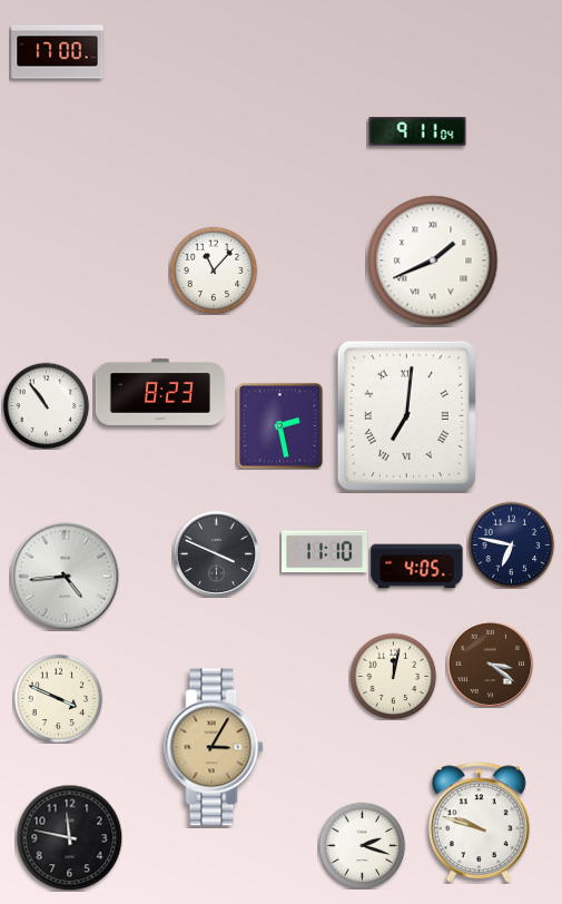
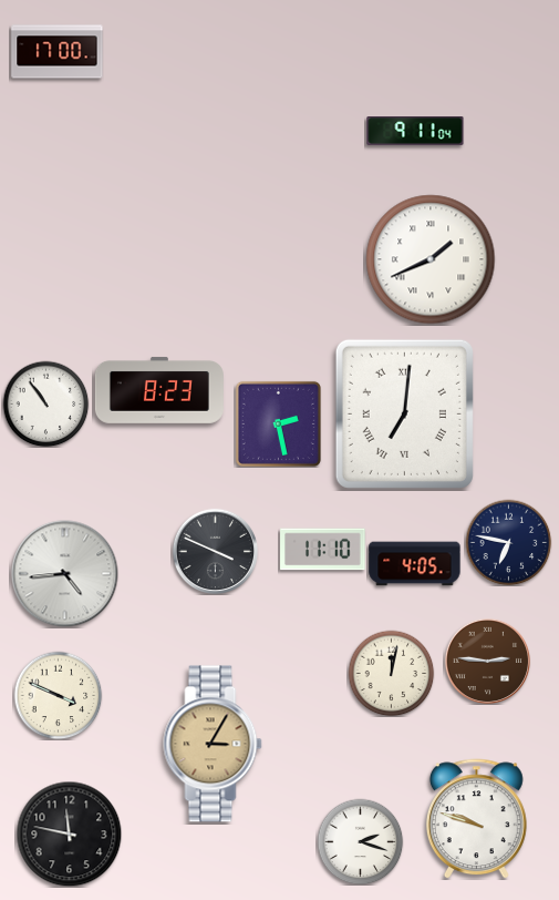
clock at (214, 271): 11:07 -> none
clock at (490, 664): 3:21 -> 2:46
